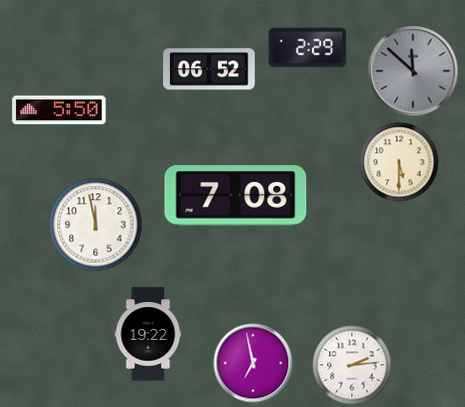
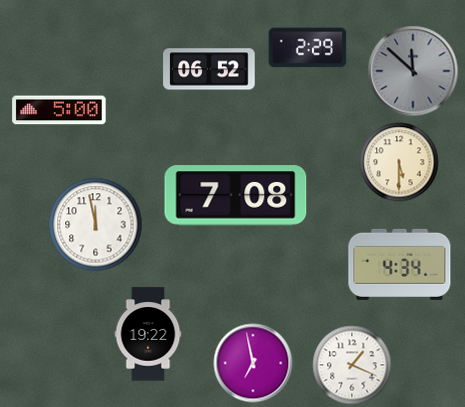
clock at (59, 110): 5:50 -> 5:00
clock at (400, 264): none -> 4:34
clock at (352, 365): 2:14 -> 1:19
